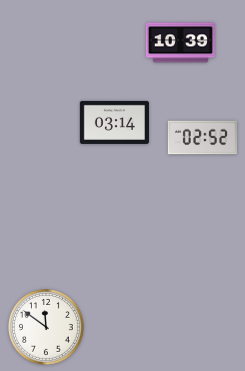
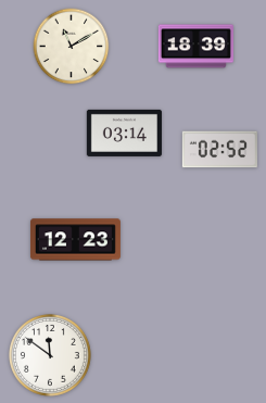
clock at (72, 47): none -> 11:10
clock at (180, 43): 10:39 -> 18:39
clock at (75, 240): none -> 12:23
